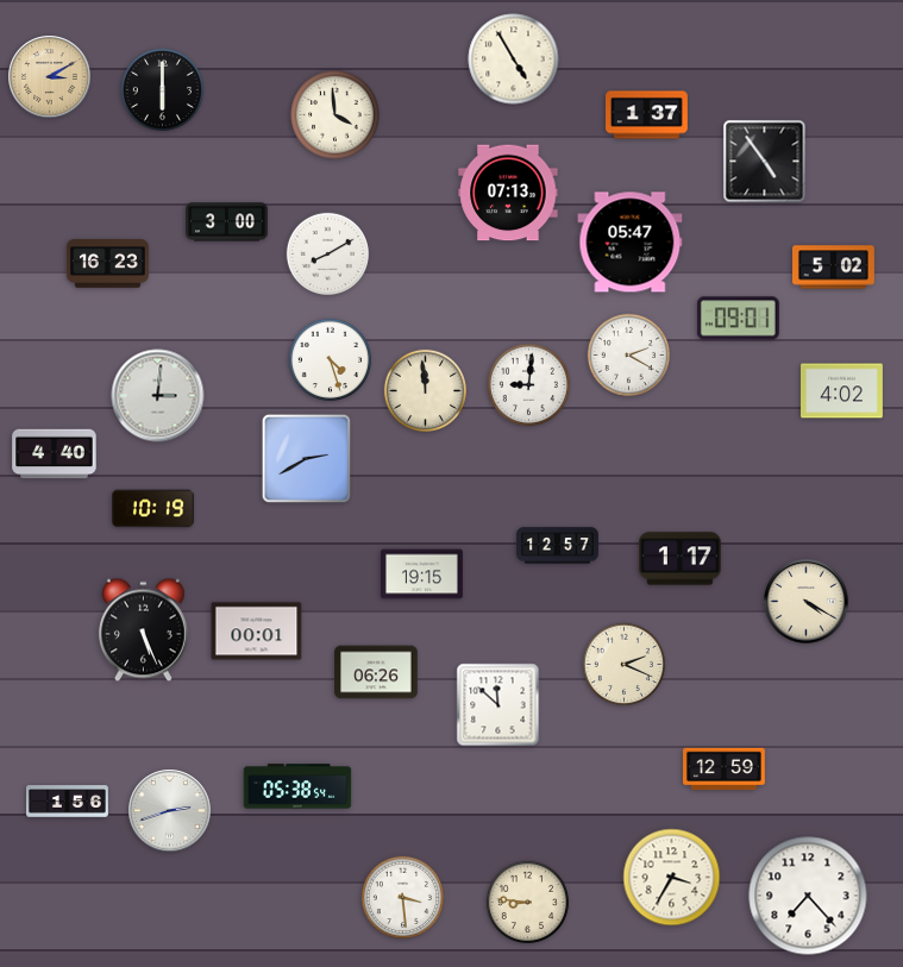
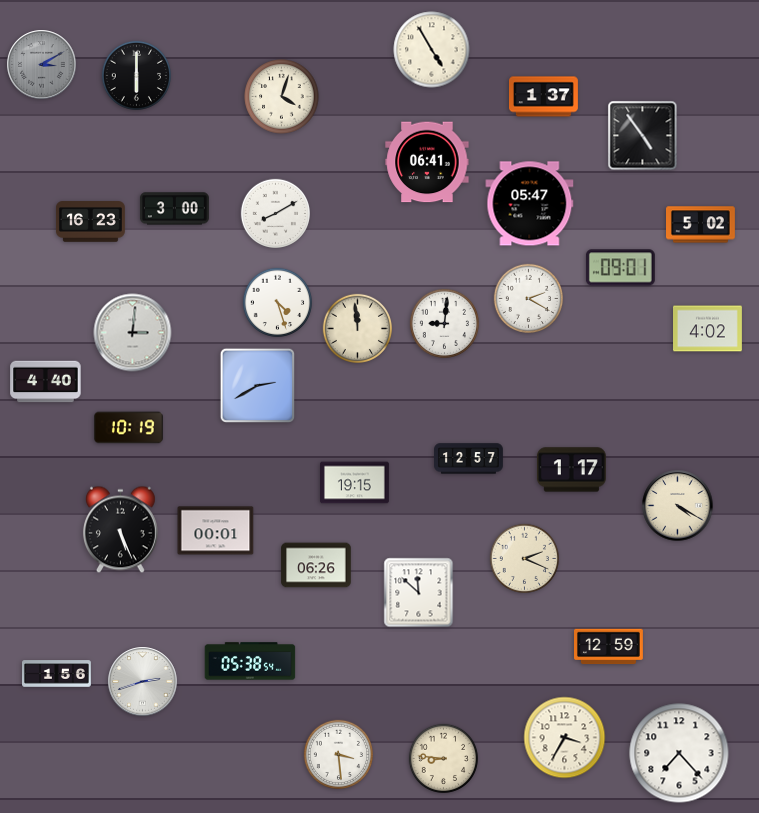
clock at (50, 77) dial: champagne -> grey
clock at (336, 115): 3:59 -> 4:03
clock at (508, 193): 07:13 -> 06:41
clock at (226, 222) position: (226, 222) -> (174, 209)
